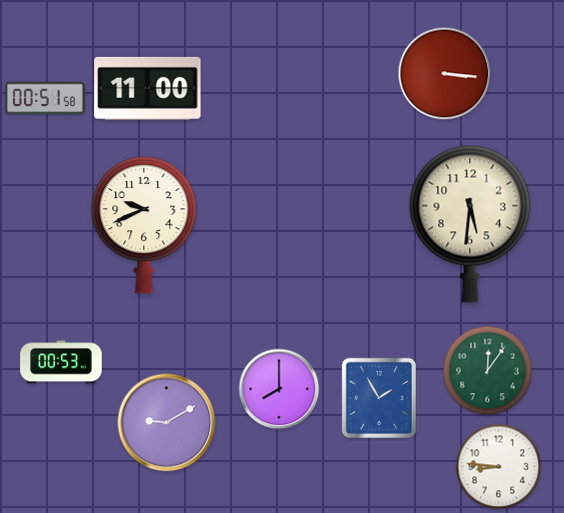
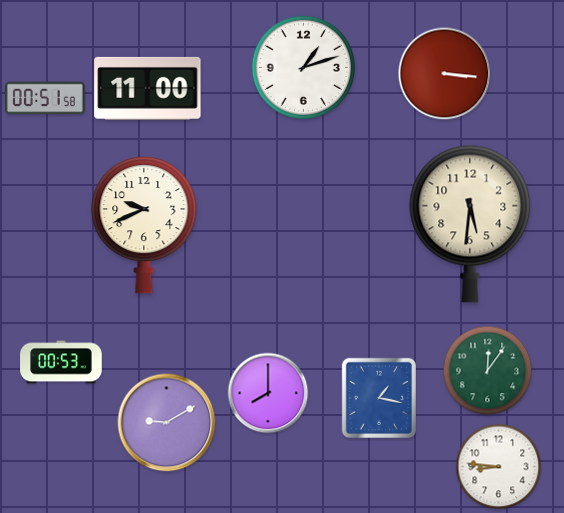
clock at (303, 67): none -> 1:12
clock at (279, 389) position: (279, 389) -> (268, 393)
clock at (378, 397): 1:55 -> 1:17
